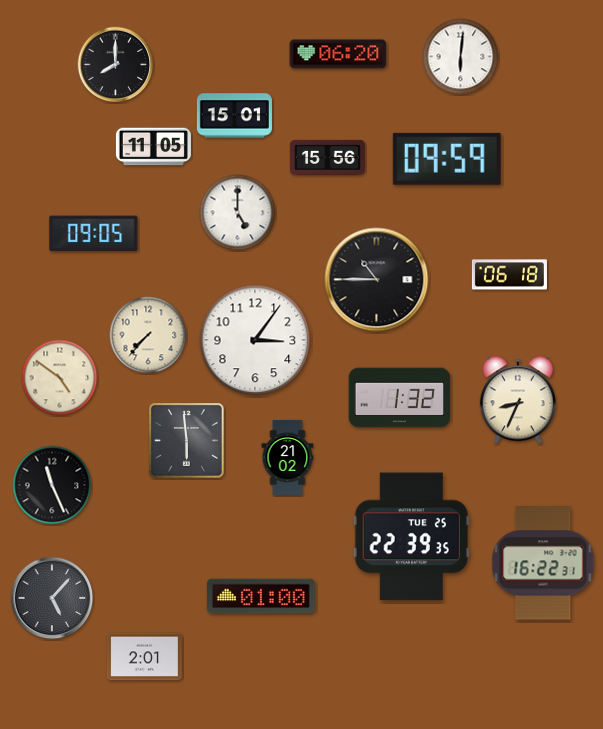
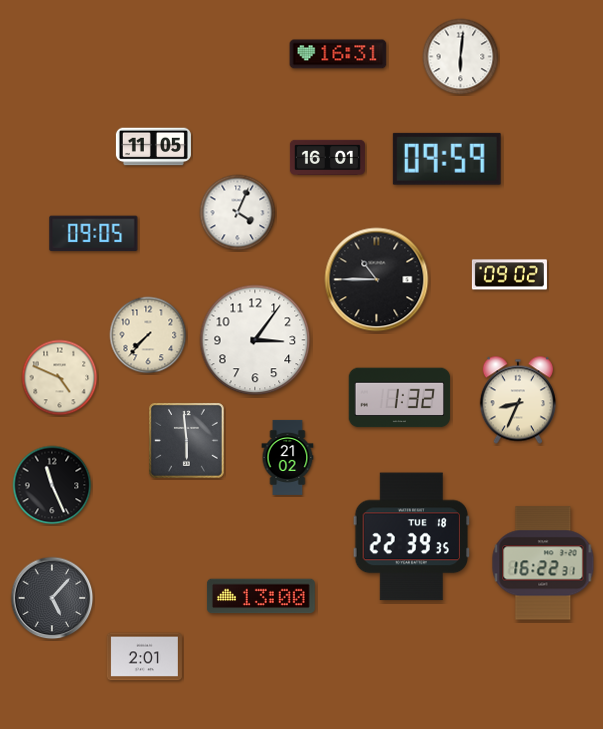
clock at (338, 54): 06:20 -> 16:31
clock at (116, 65): 8:00 -> none
clock at (234, 116): 15:01 -> none
clock at (327, 157): 15:56 -> 16:01
clock at (238, 213): 5:00 -> 4:04
clock at (509, 275): 06:18 -> 09:02
clock at (60, 378): 4:51 -> 4:49
clock at (411, 537) date: TUE 25 -> TUE 18
clock at (261, 596): 01:00 -> 13:00
